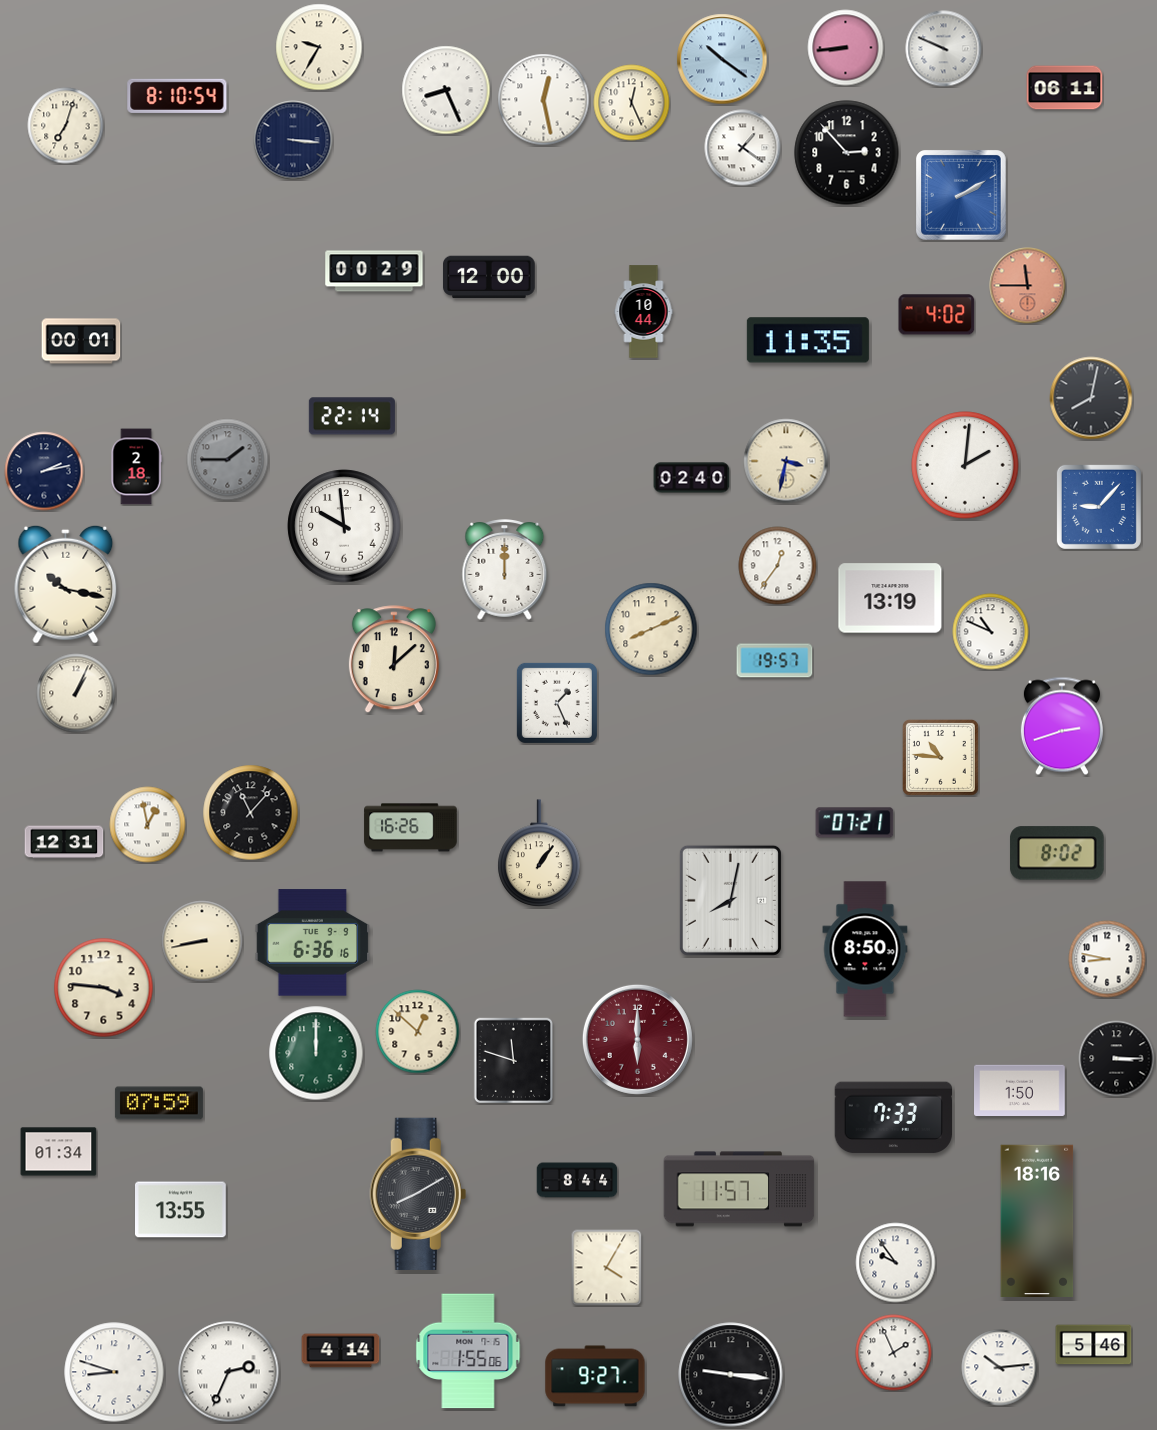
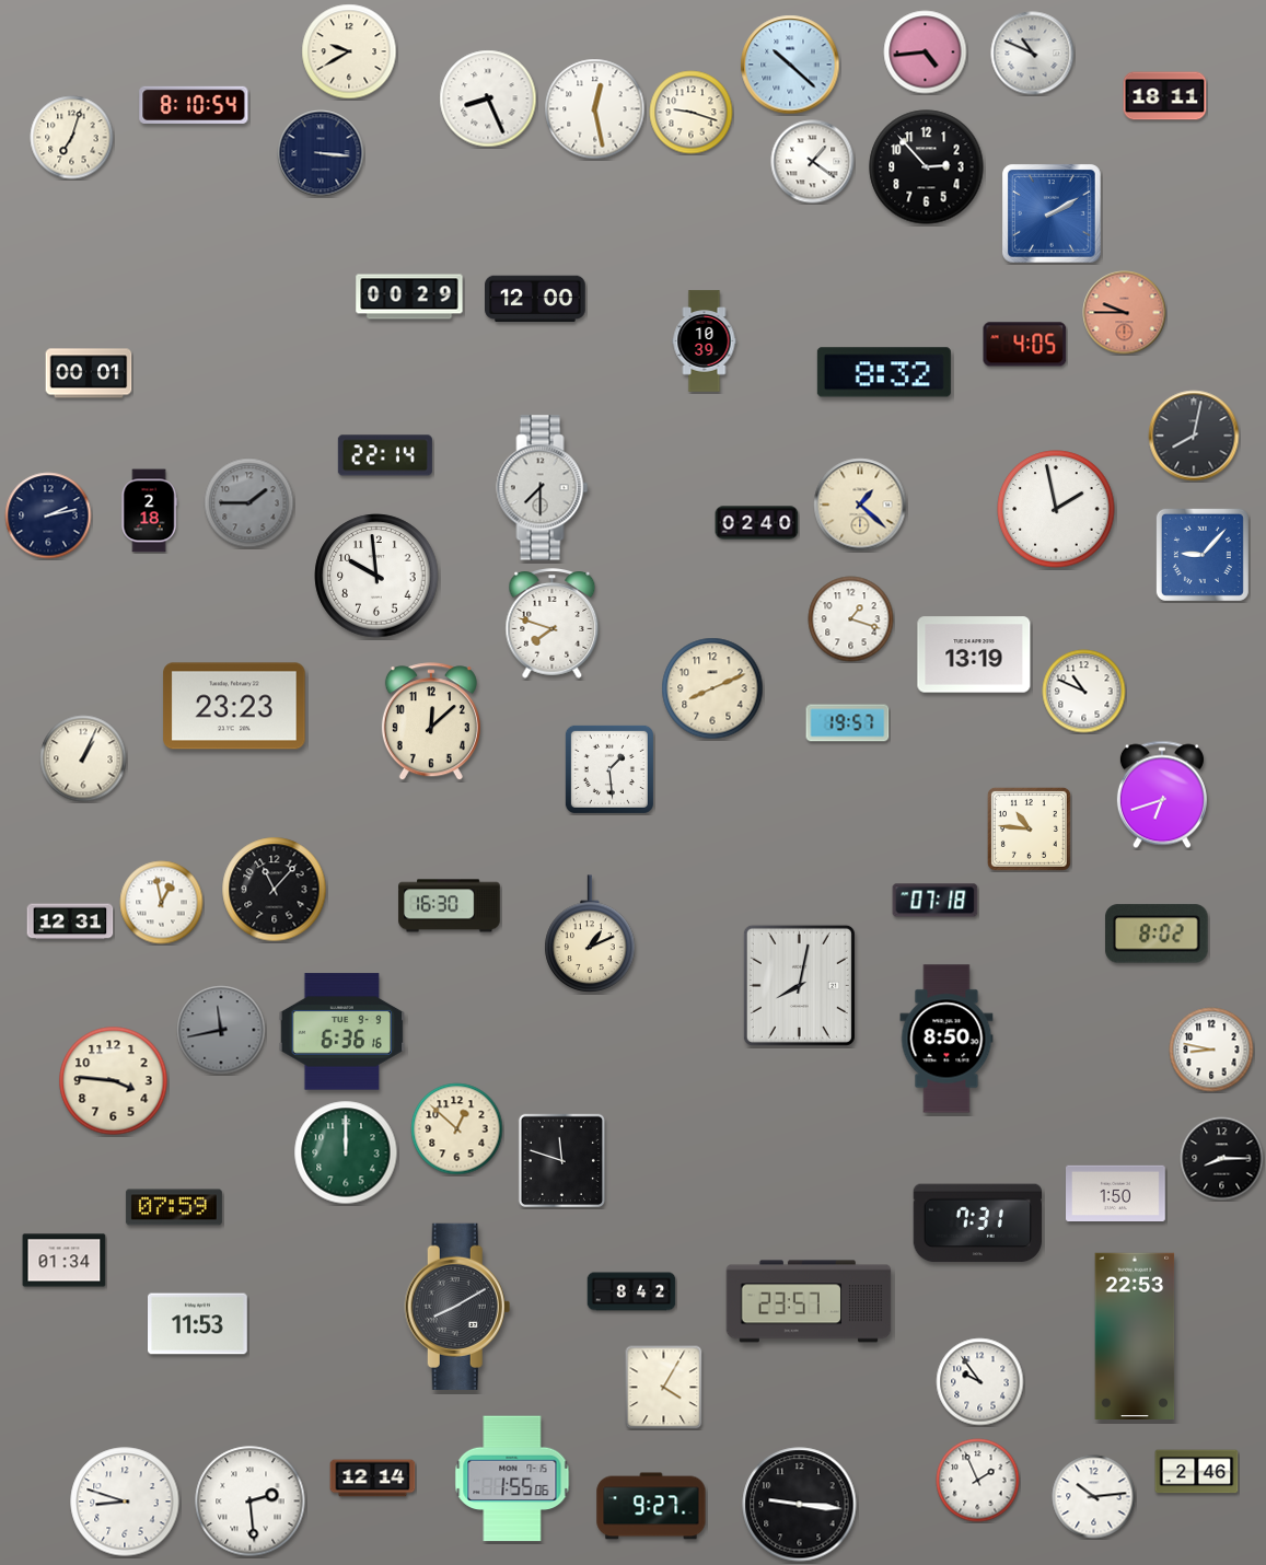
clock at (319, 47): 9:35 -> 9:40
clock at (846, 48): 8:44 -> 4:44
clock at (944, 49): 9:49 -> 10:49
clock at (722, 59): 10:21 -> 10:22
clock at (1065, 88): 06:11 -> 18:11
clock at (632, 103): 12:26 -> 9:18
clock at (489, 277) position: (489, 277) -> (535, 299)
clock at (1028, 286): 11:45 -> 9:45
clock at (644, 312): 10:44 -> 10:39
clock at (937, 315): 4:02 -> 4:05
clock at (808, 340): 11:35 -> 8:32
clock at (543, 488): none -> 7:30
clock at (786, 461): 3:32 -> 1:22
clock at (965, 465): 2:01 -> 1:58
clock at (778, 566): 12:36 -> 1:18
clock at (505, 570): 12:00 -> 7:48
clock at (66, 584): 10:17 -> none
clock at (234, 706): none -> 23:23
clock at (557, 703): 1:26 -> 1:29
clock at (1062, 726): 2:42 -> 6:42
clock at (855, 823): 07:21 -> 07:18
clock at (411, 828): 16:26 -> 16:30
clock at (539, 853): 1:06 -> 1:11
clock at (202, 941): 8:43 -> 11:43
clock at (202, 941) dial: cream -> grey
clock at (637, 1039): 6:00 -> none
clock at (1117, 1059): 3:15 -> 8:15
clock at (893, 1118): 7:33 -> 7:31
clock at (577, 1180): 8:44 -> 8:42
clock at (739, 1189): 11:57 -> 23:57
clock at (181, 1210): 13:55 -> 11:53
clock at (1037, 1220): 18:16 -> 22:53
clock at (1094, 1345): 5:46 -> 2:46
clock at (341, 1351): 4:14 -> 12:14
clock at (229, 1372): 2:34 -> 2:29
